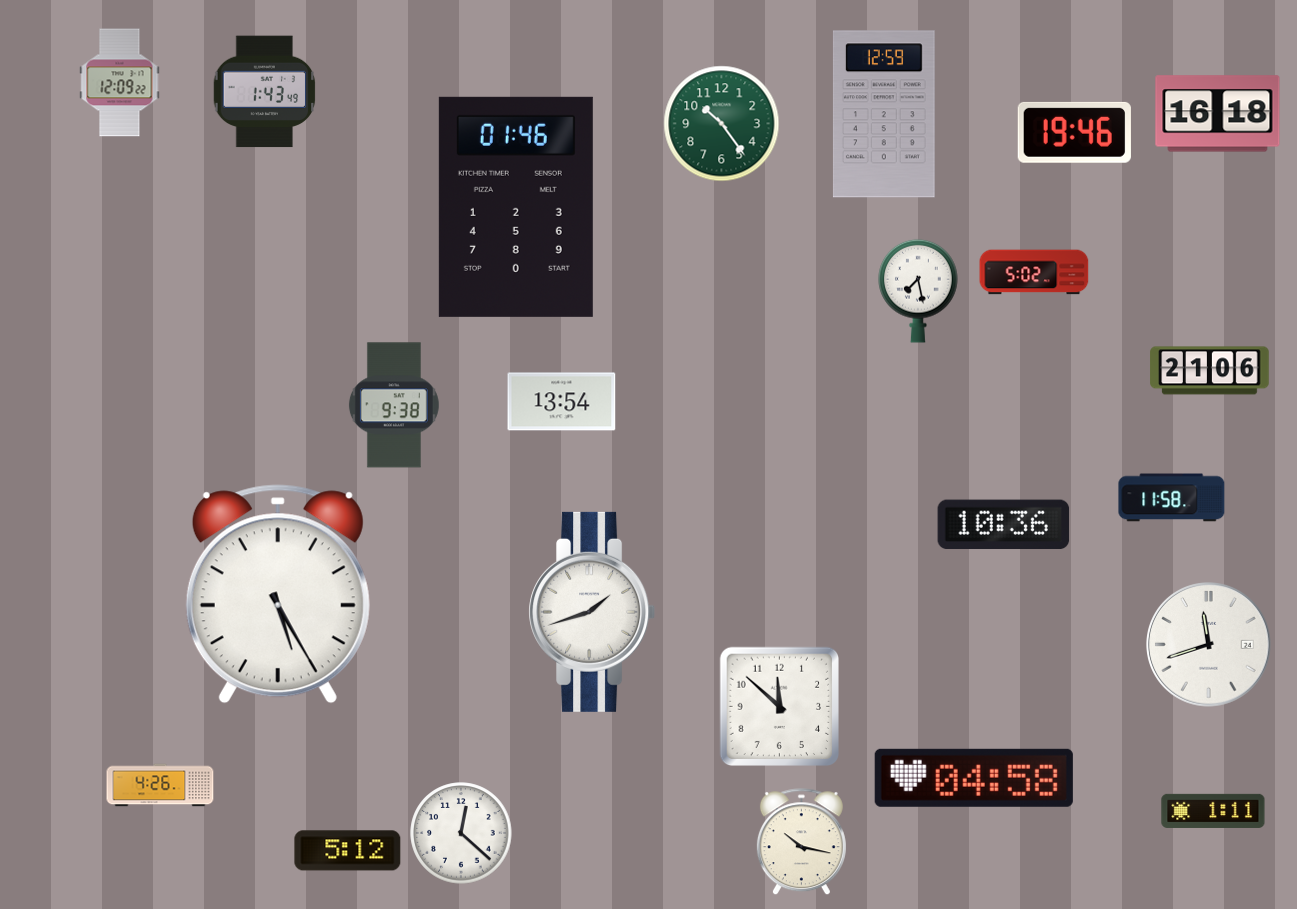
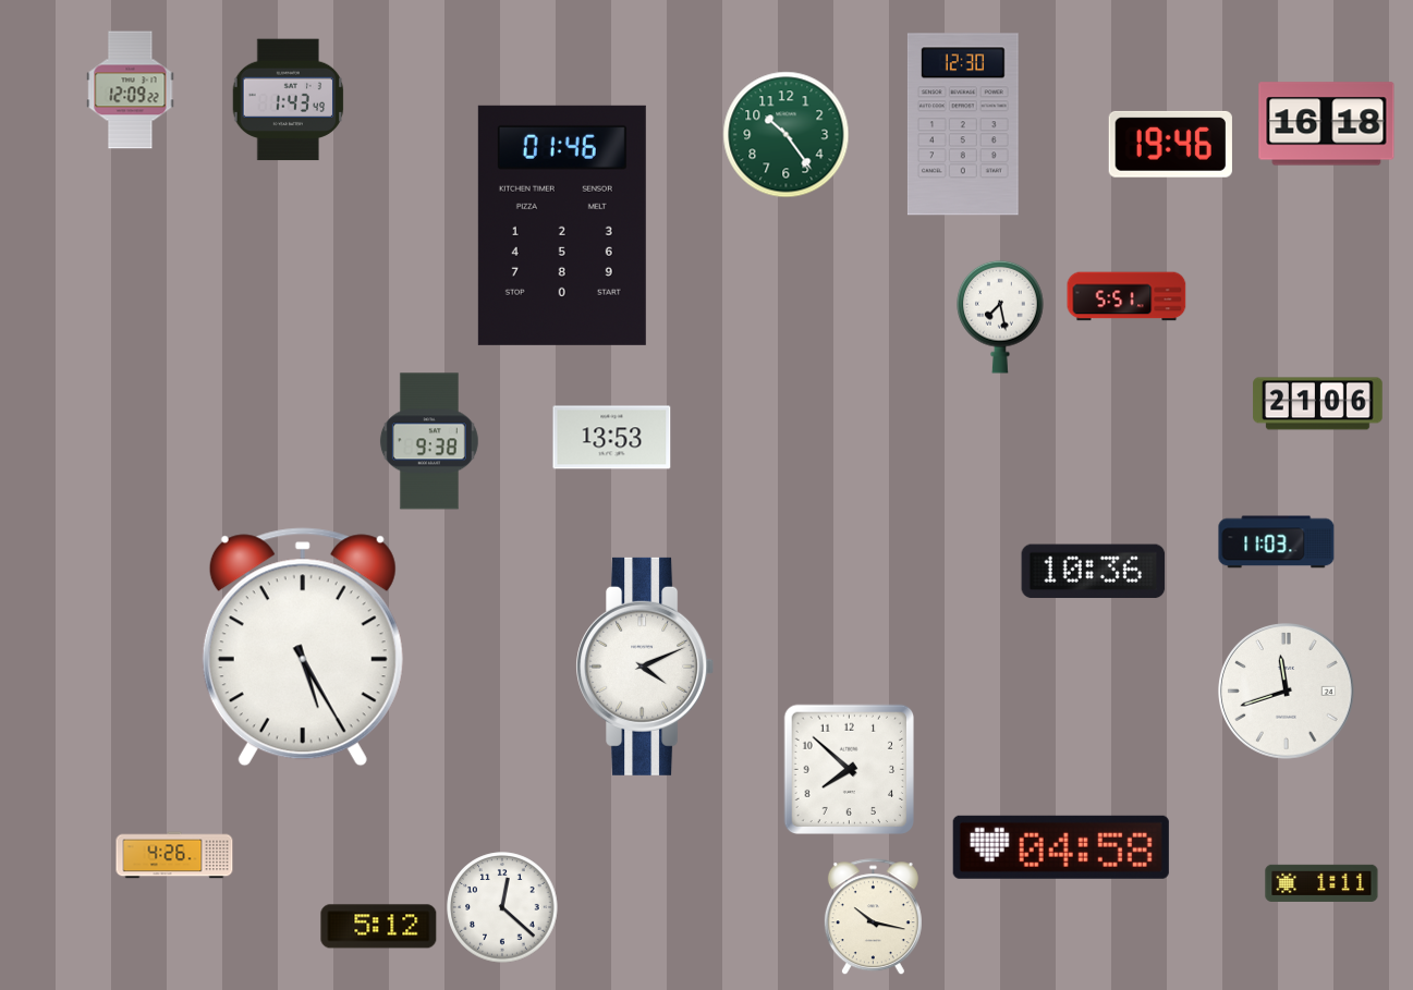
clock at (884, 114): 12:59 -> 12:30
clock at (1034, 272): 5:02 -> 5:51
clock at (562, 402): 13:54 -> 13:53
clock at (1172, 498): 11:58 -> 11:03
clock at (592, 612): 1:42 -> 4:11
clock at (1209, 645) position: (1209, 645) -> (1287, 692)
clock at (779, 706): 11:52 -> 7:52
